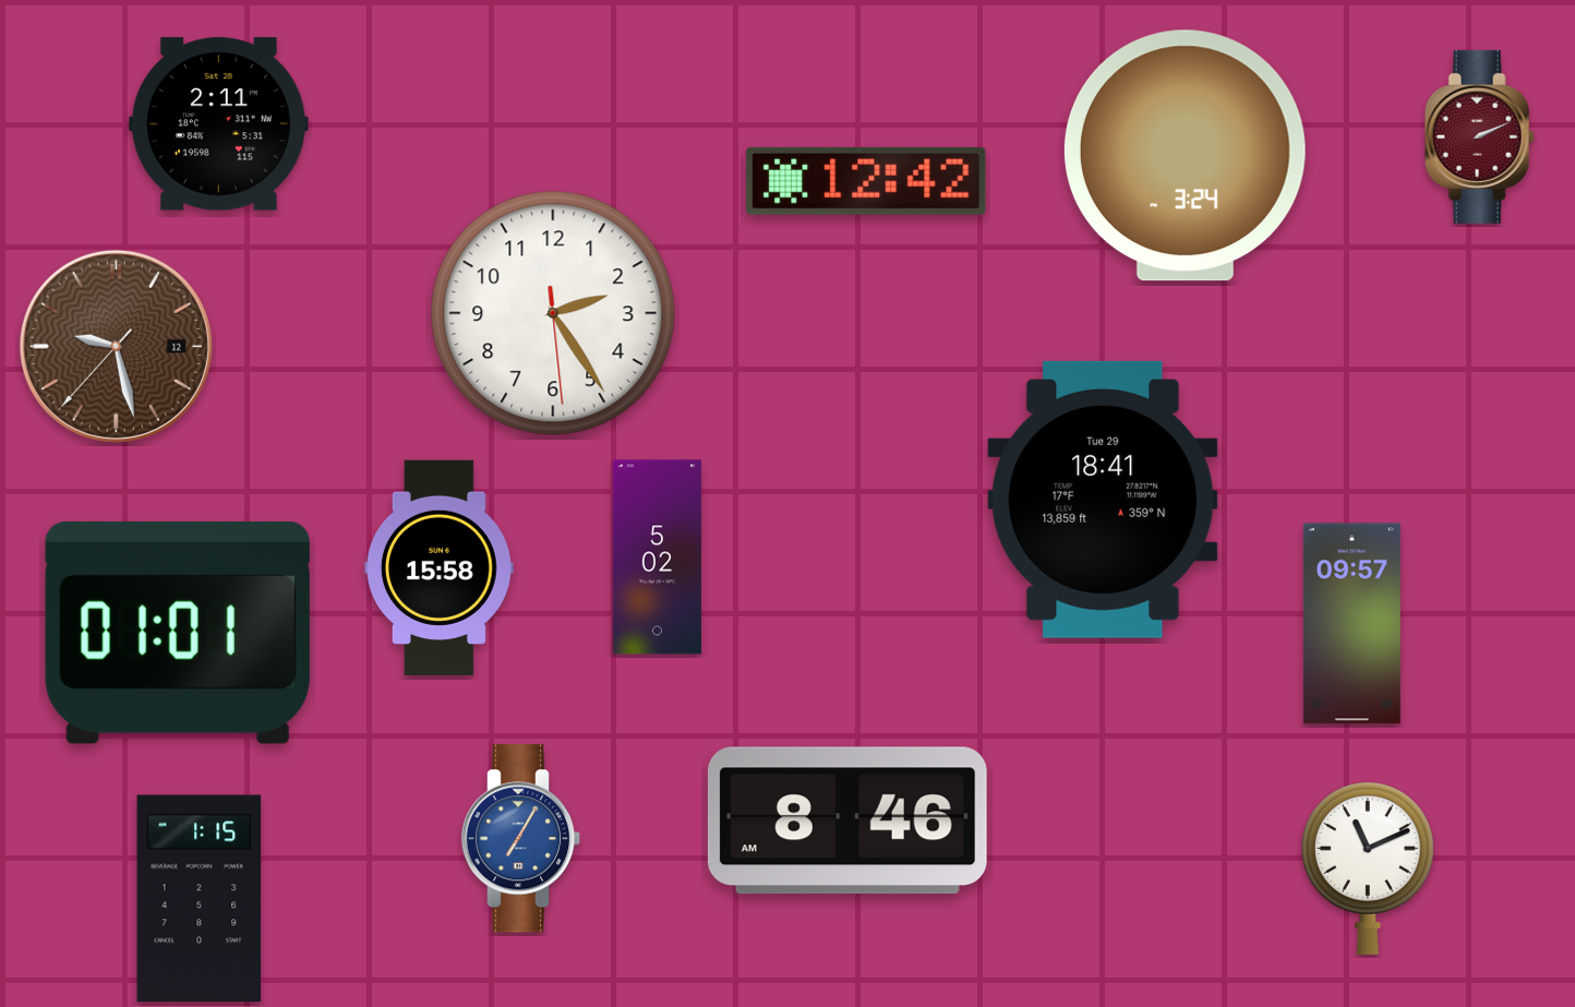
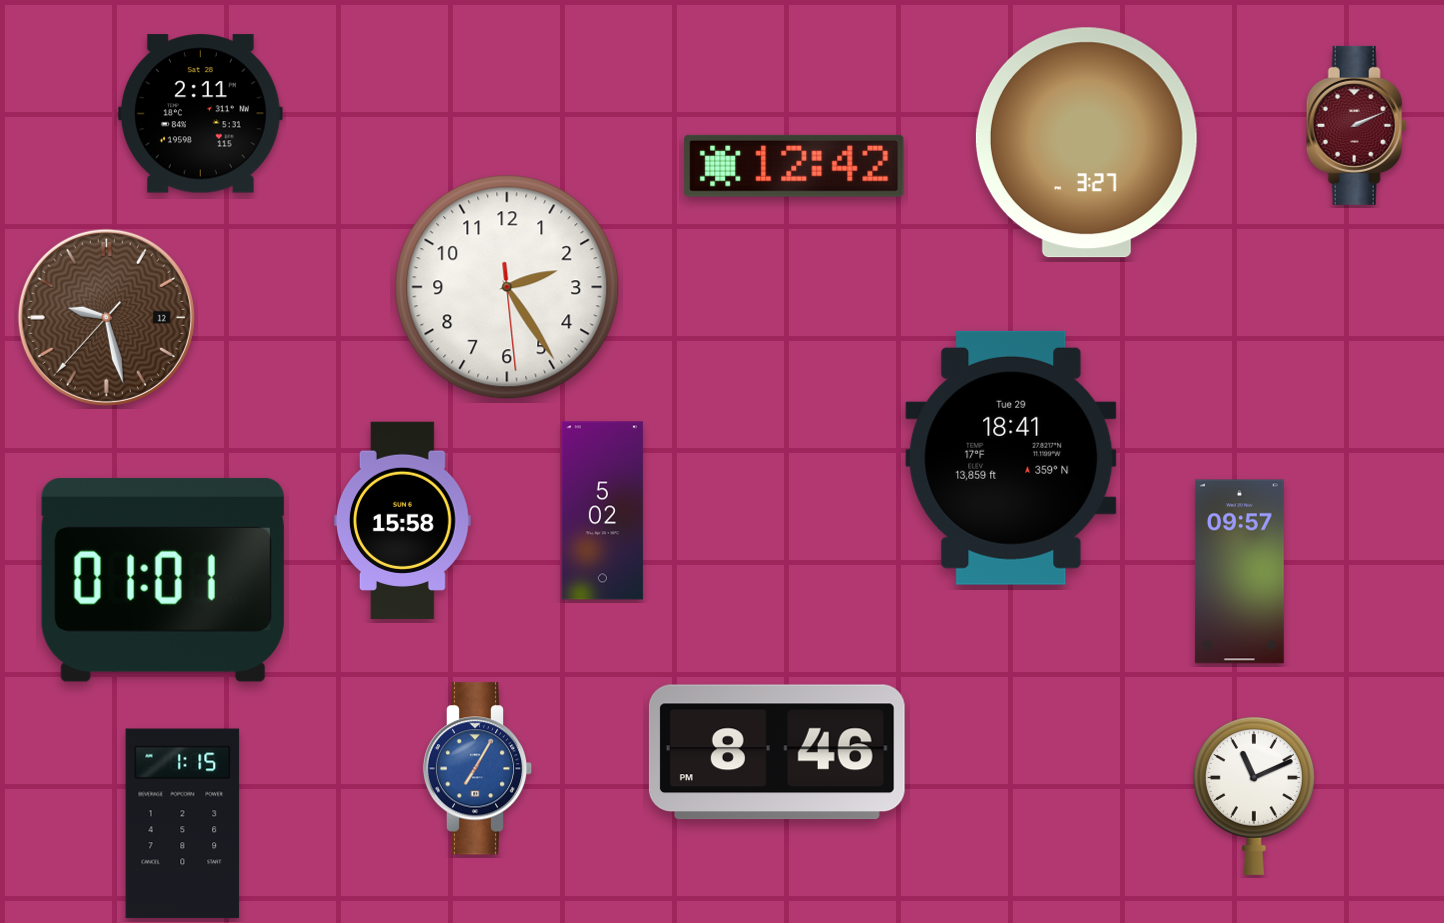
clock at (1185, 156): 3:24 -> 3:27
clock at (847, 820): 8:46 AM -> 8:46 PM
